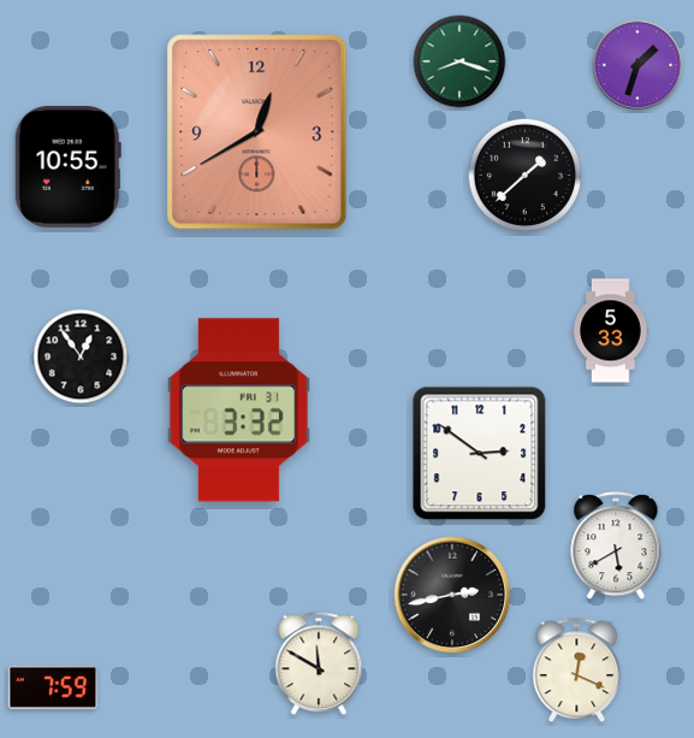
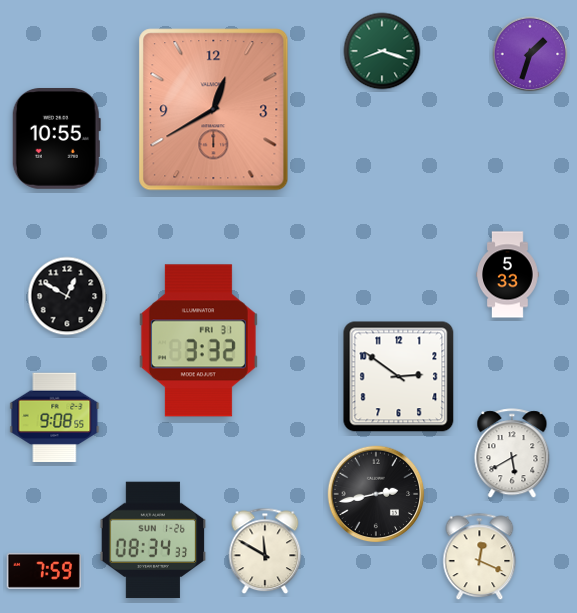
clock at (526, 176): 1:38 -> none
clock at (81, 356): 12:54 -> 12:50
clock at (55, 418): none -> 9:08
clock at (153, 540): none -> 08:34
